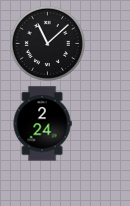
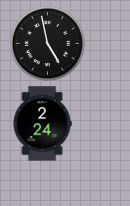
clock at (47, 43): 11:08 -> 4:58
